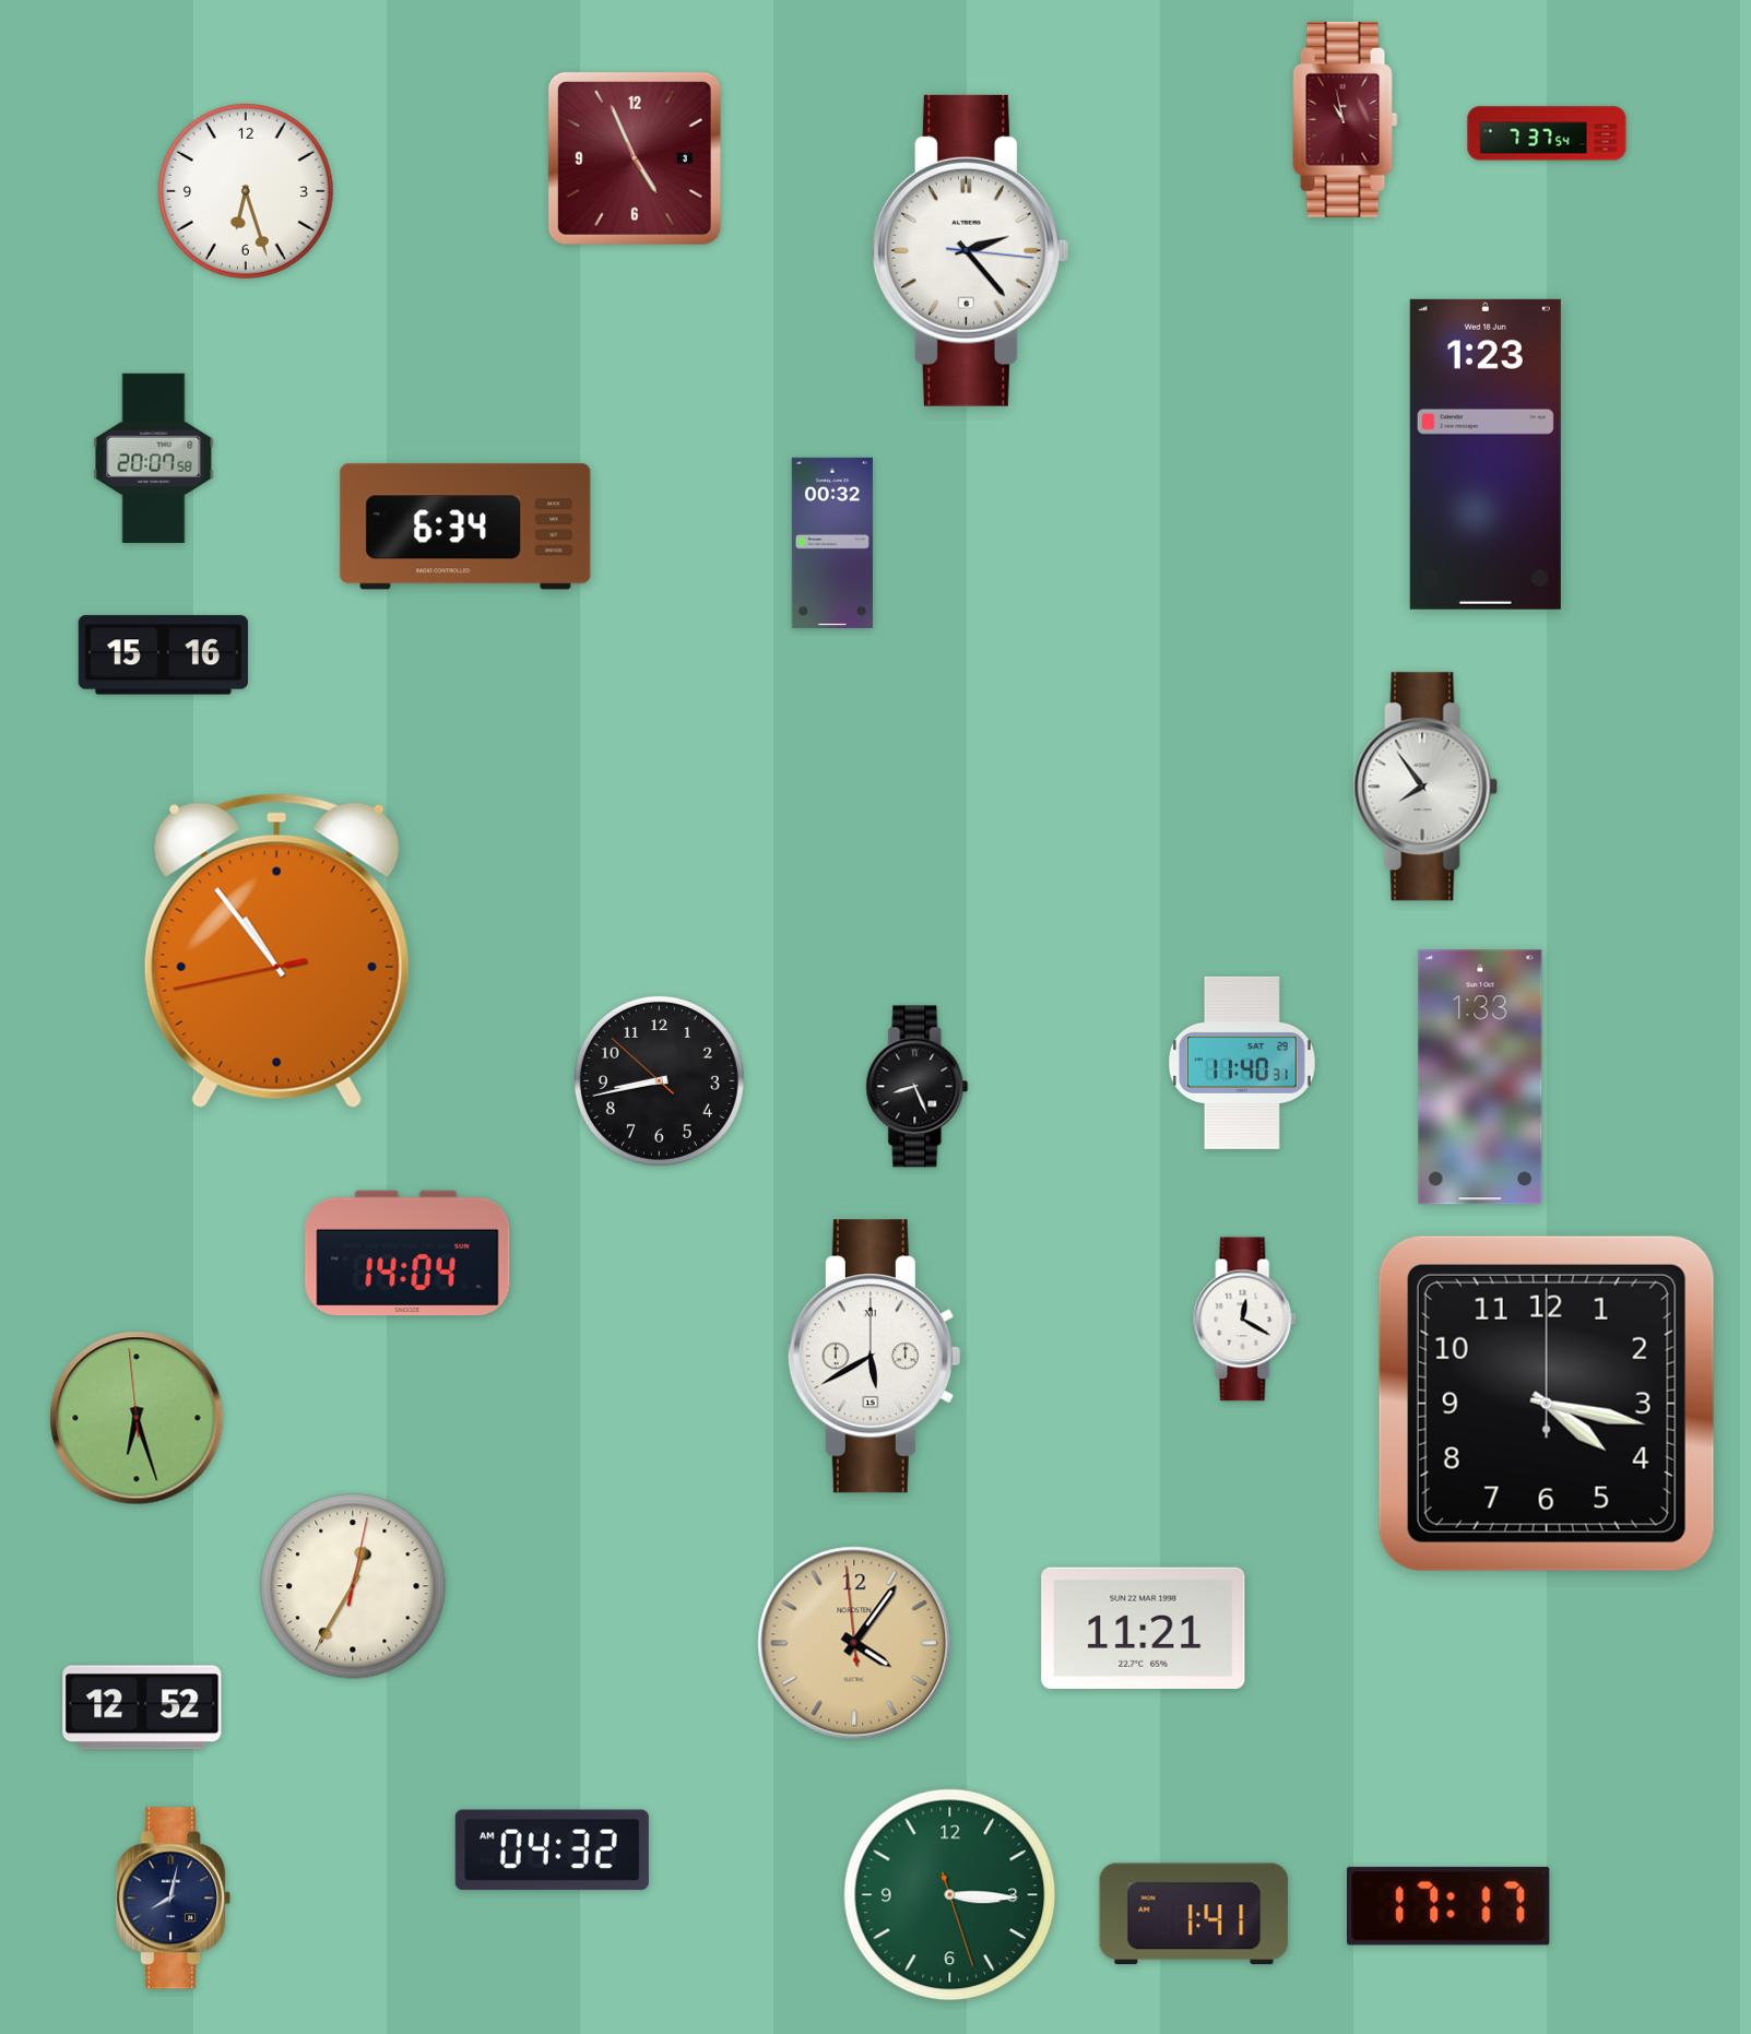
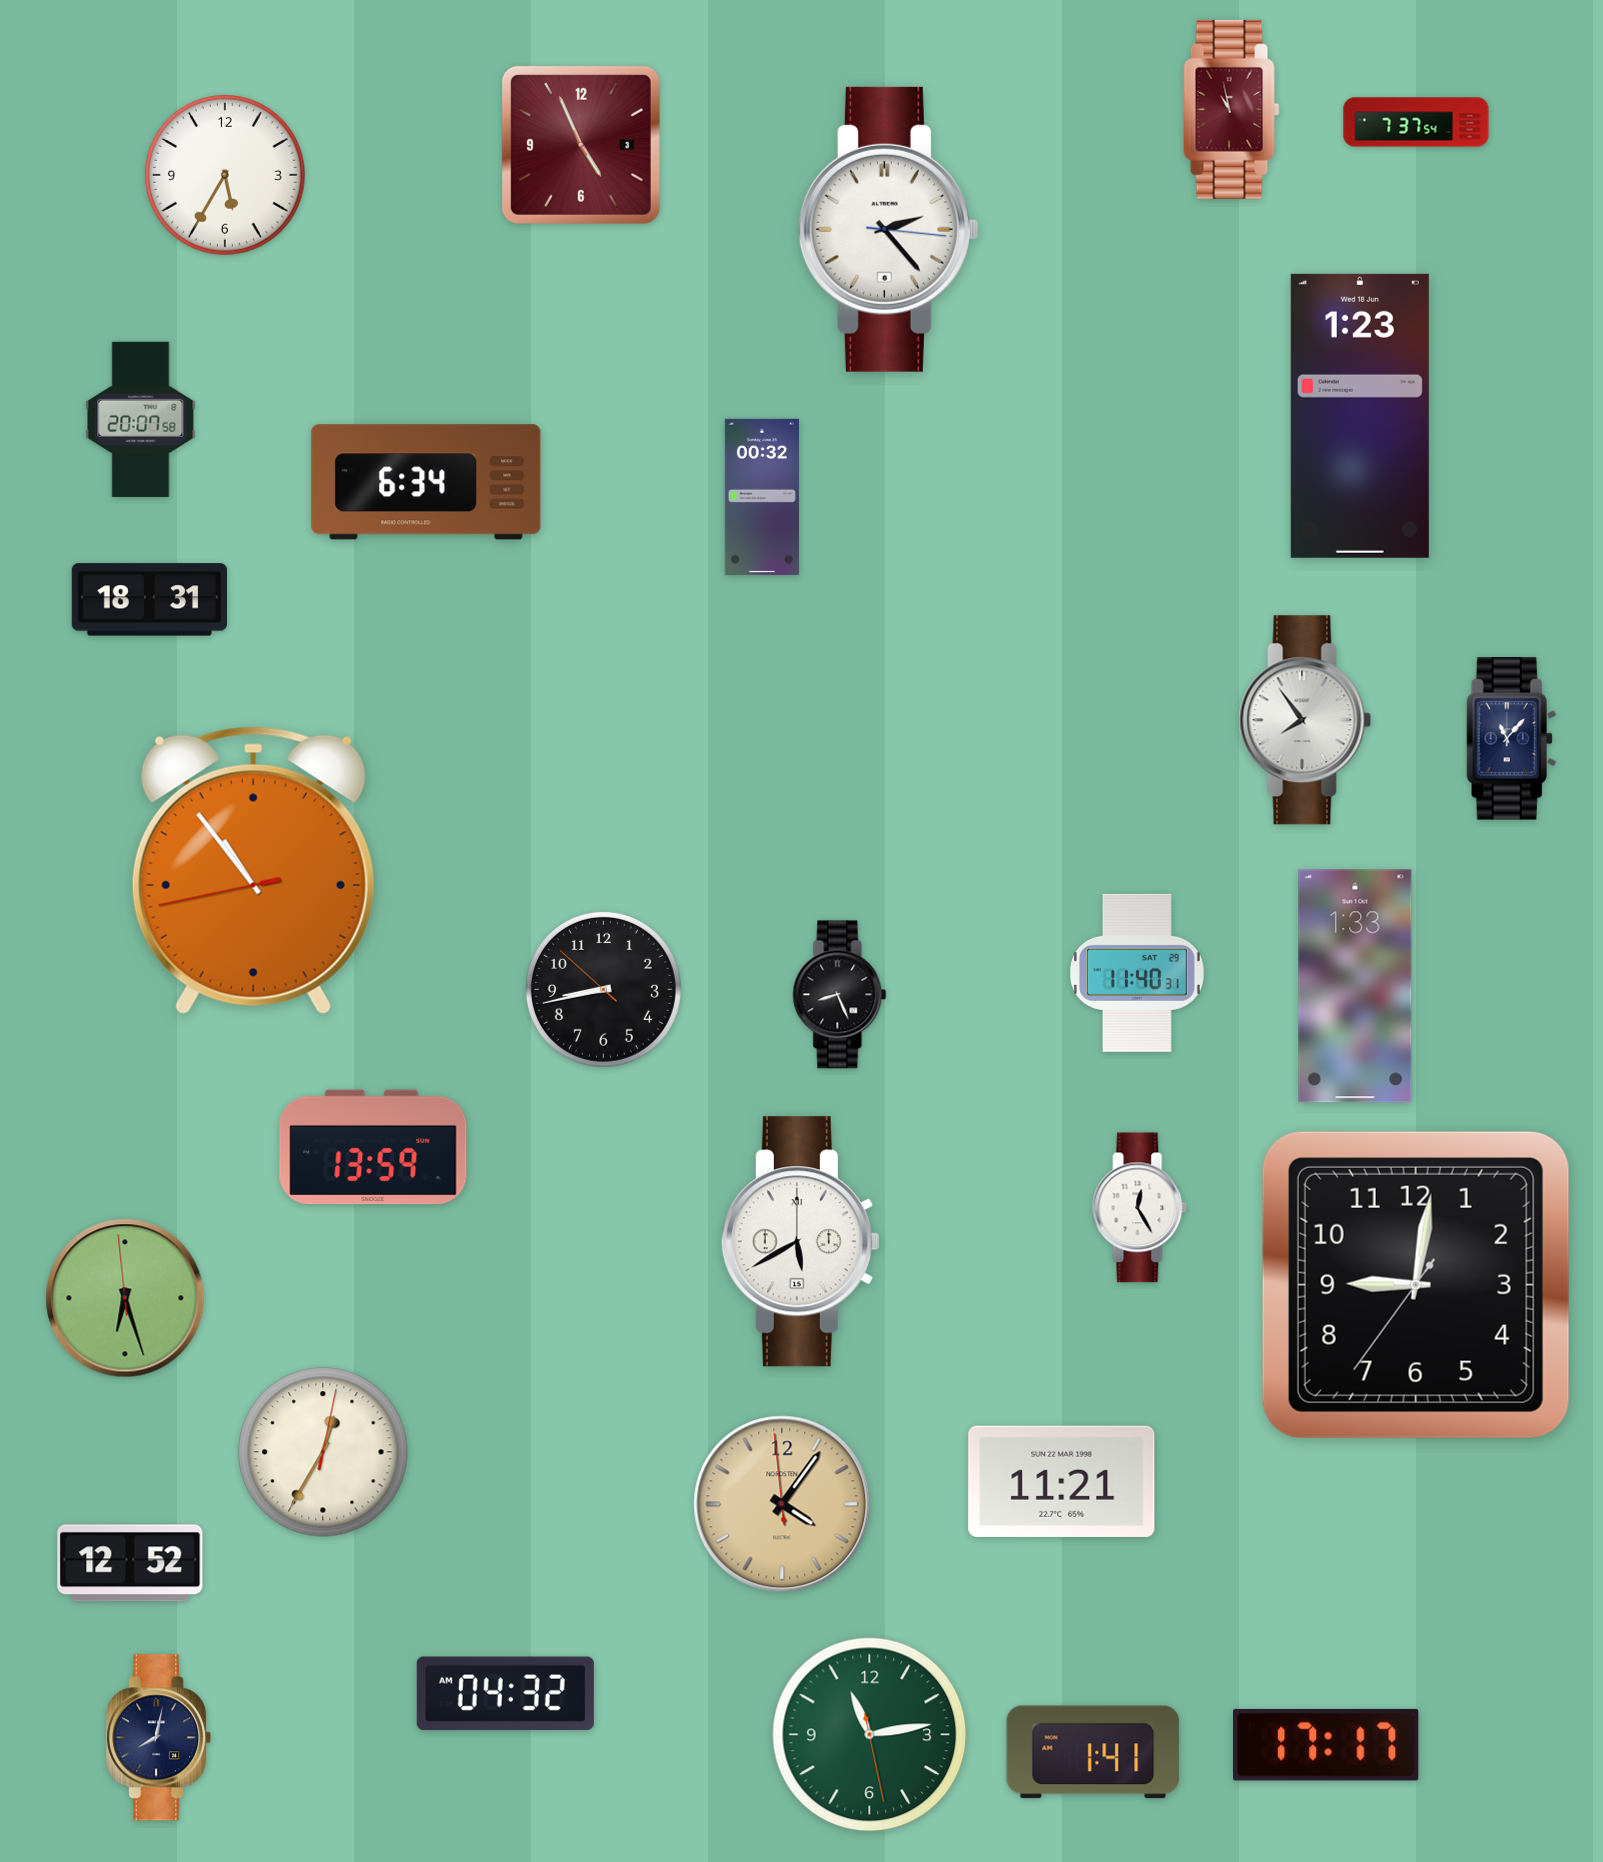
clock at (246, 191): 6:27 -> 5:35
clock at (163, 655): 15:16 -> 18:31
clock at (1512, 739): none -> 11:07
clock at (407, 1253): 14:04 -> 13:59
clock at (1245, 1320): 12:20 -> 12:25
clock at (1547, 1404): 4:17 -> 9:01
clock at (1144, 1628) position: (1144, 1628) -> (1062, 1481)
clock at (950, 1895): 3:15 -> 11:13
